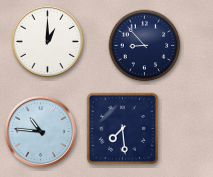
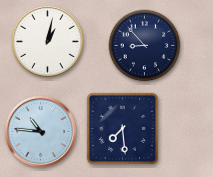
clock at (47, 41): 1:00 -> 1:02
